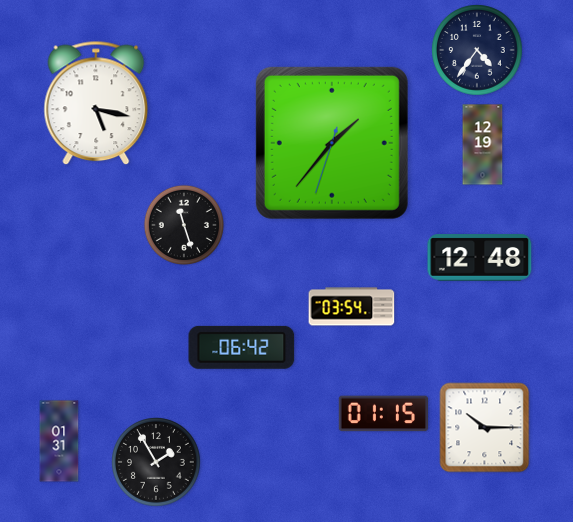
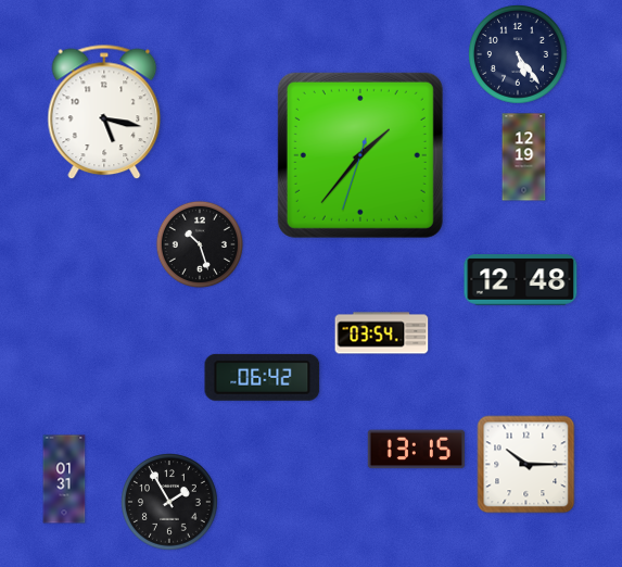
clock at (477, 50): 4:36 -> 5:24
clock at (184, 225): 11:27 -> 10:27
clock at (383, 414): 01:15 -> 13:15
